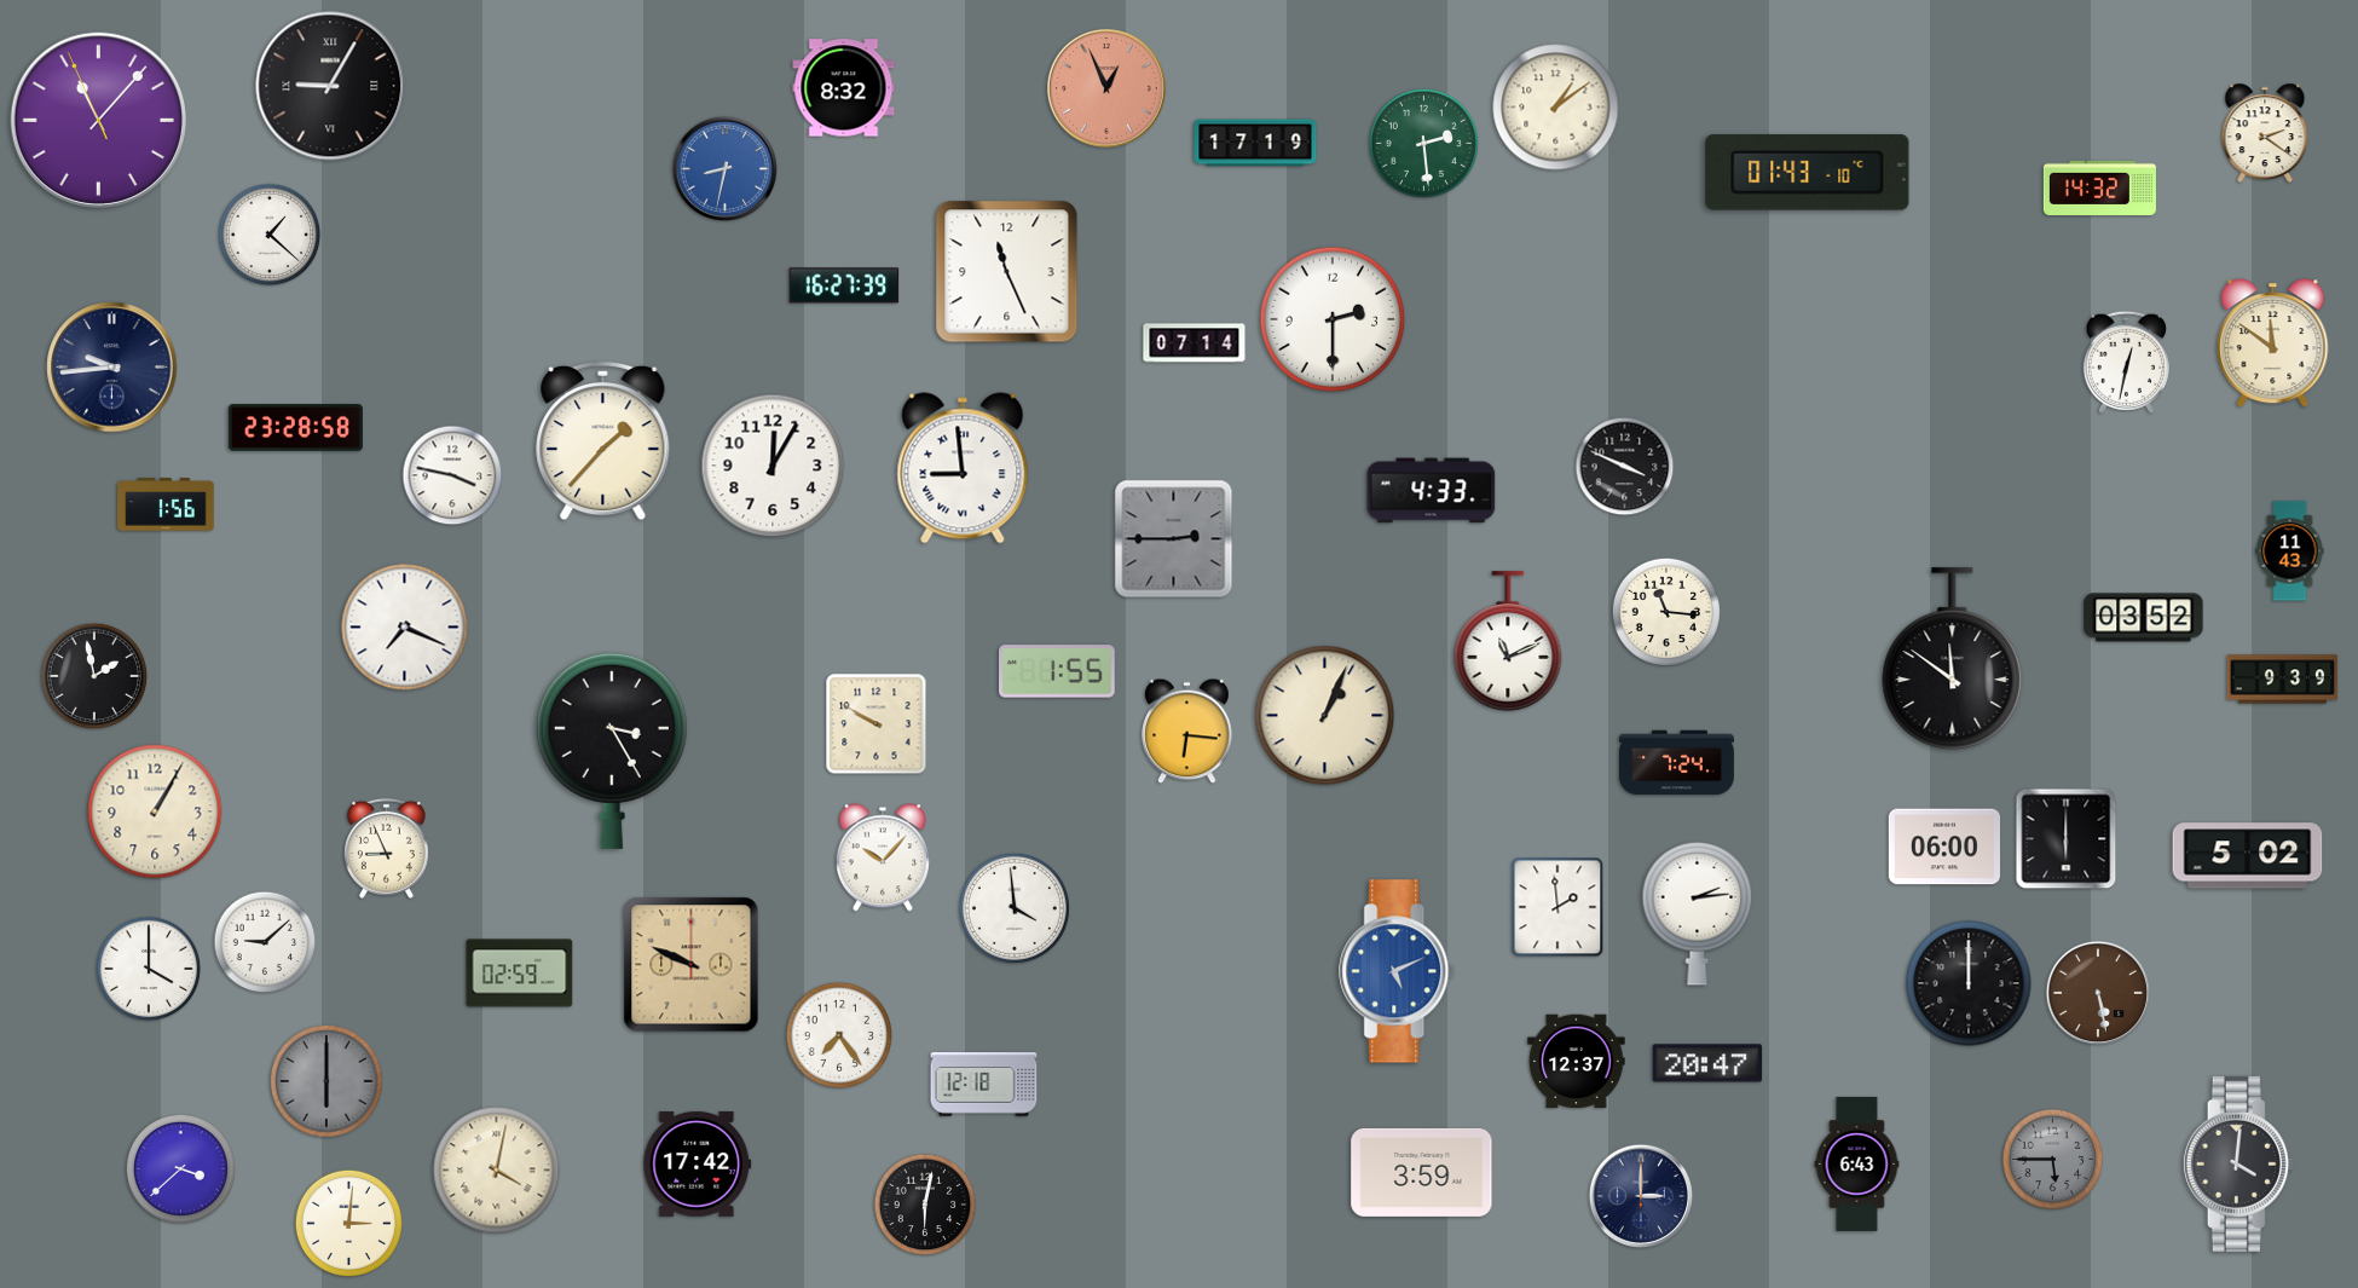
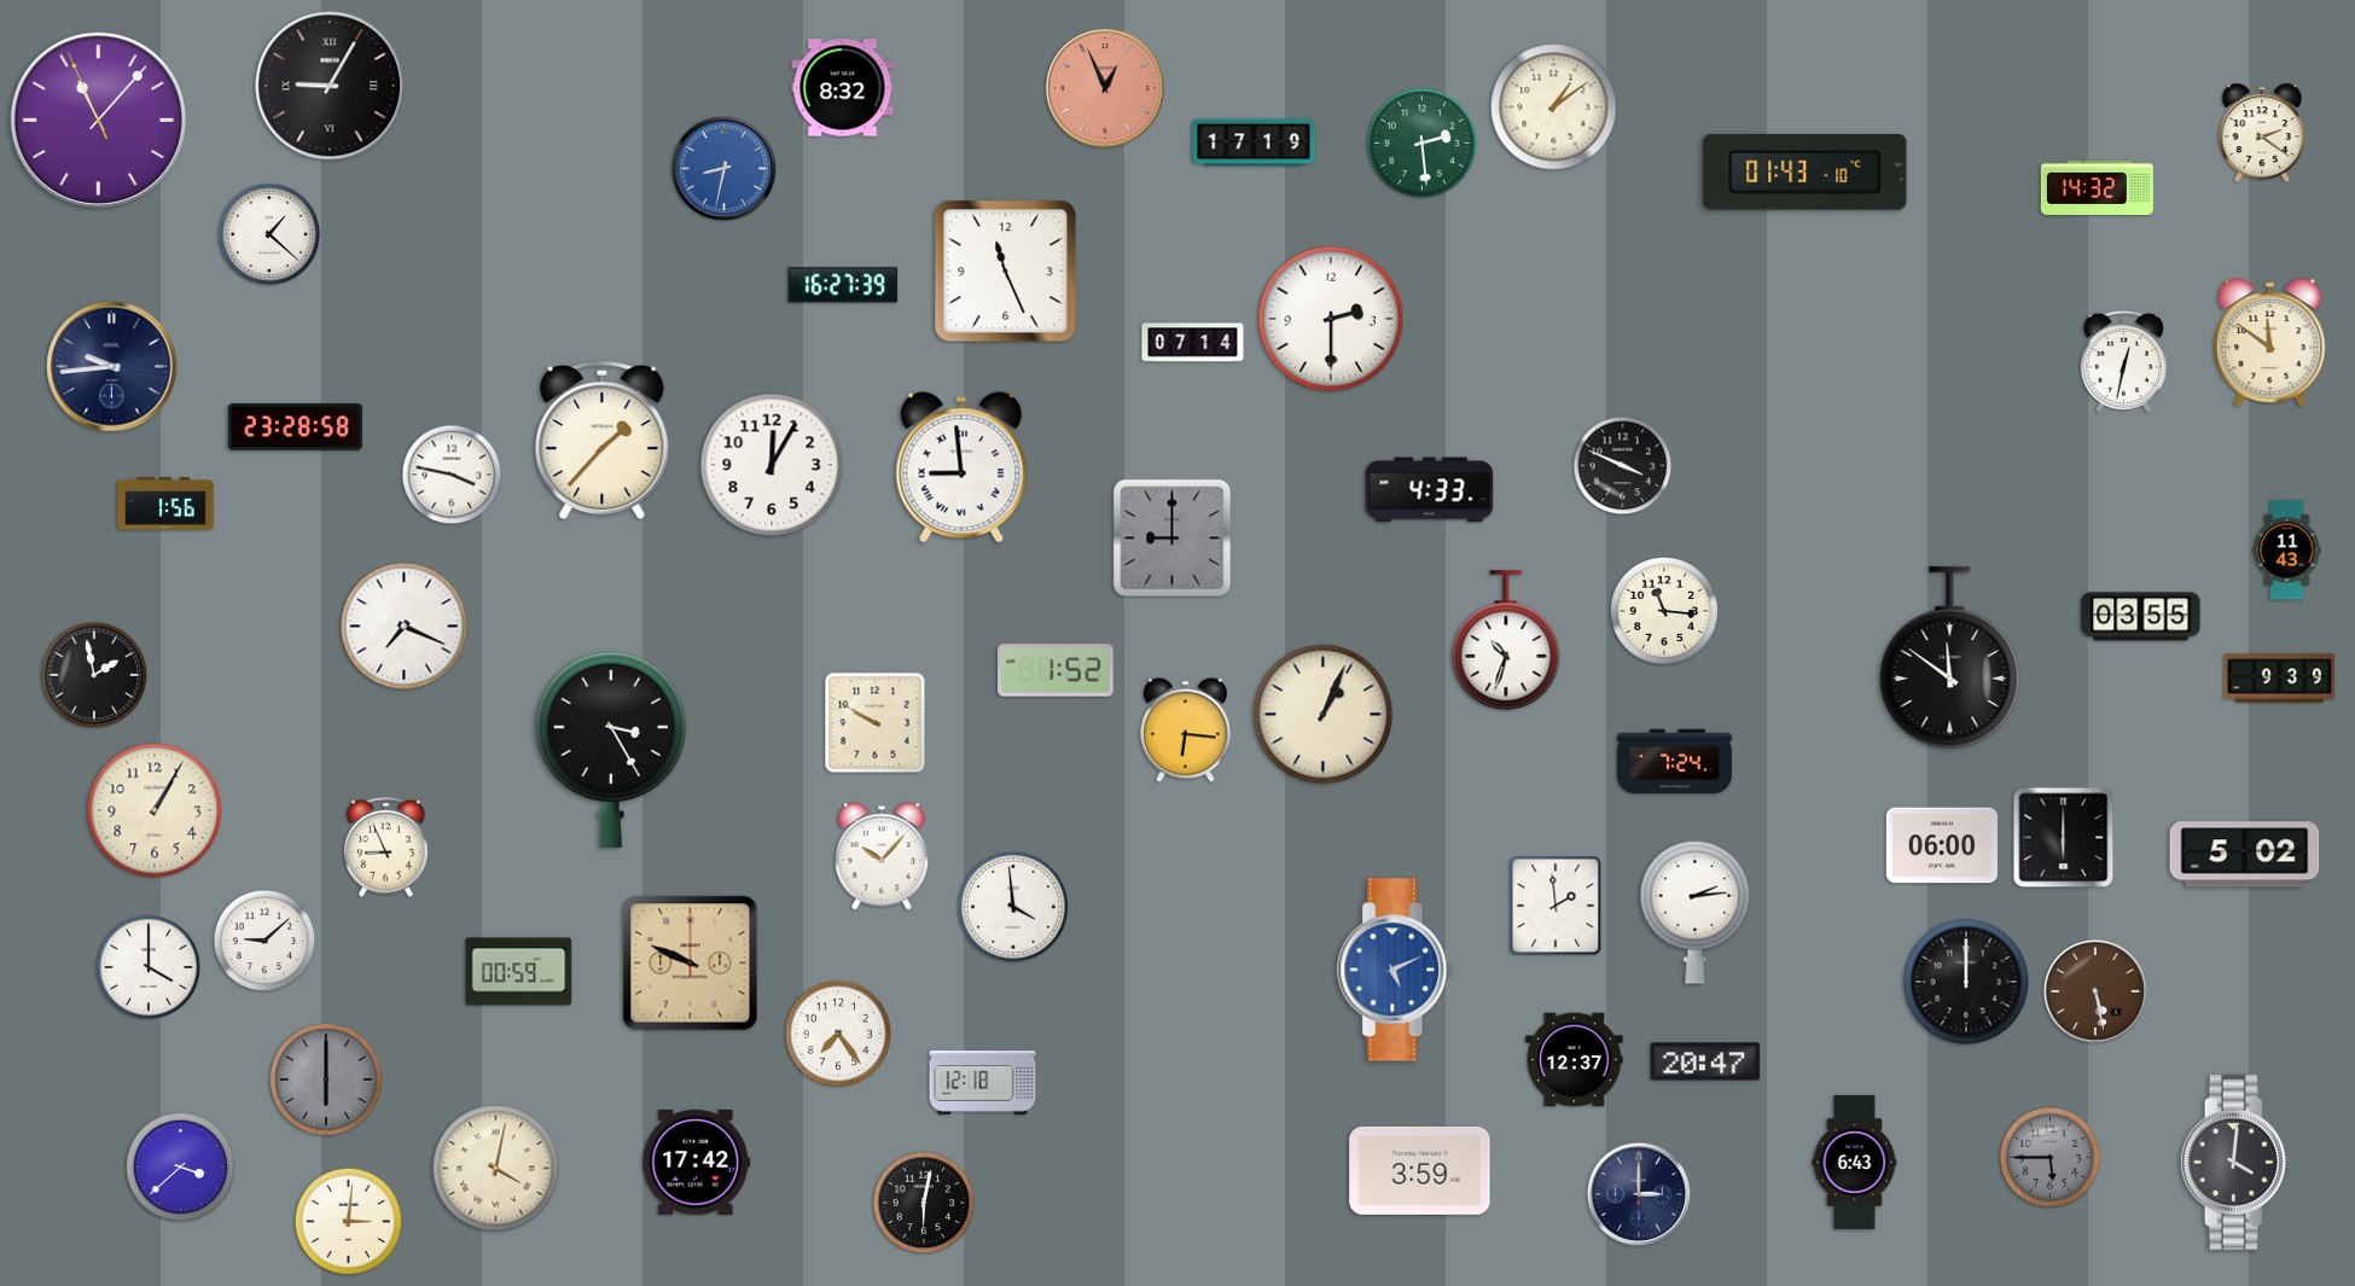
clock at (1174, 539): 2:45 -> 9:00
clock at (2144, 618): 03:52 -> 03:55
clock at (1508, 641): 11:11 -> 10:33
clock at (1058, 671): 1:55 -> 1:52
clock at (520, 974): 02:59 -> 00:59
